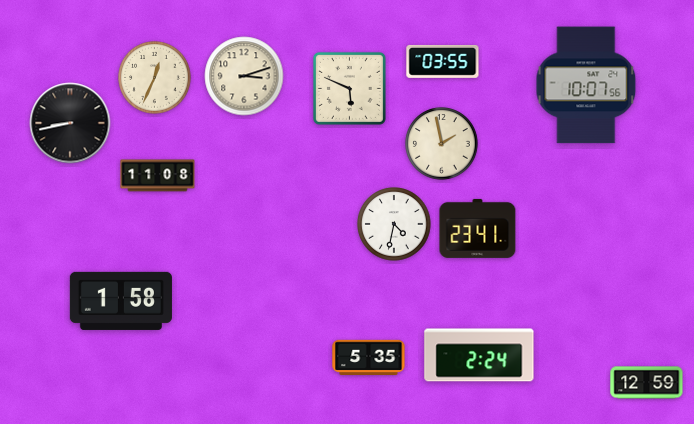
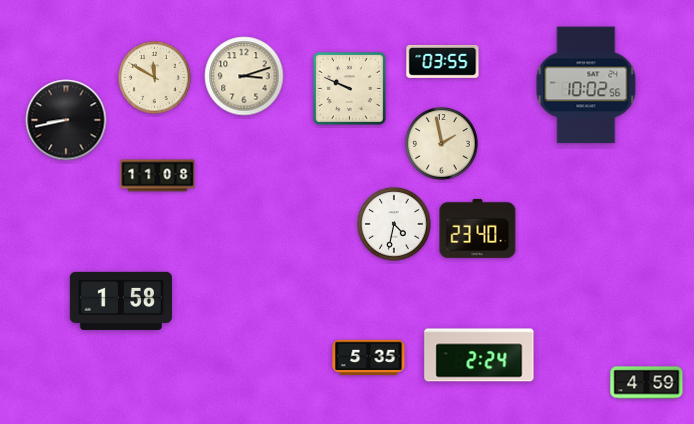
clock at (155, 78): 12:34 -> 11:50
clock at (586, 85): 10:07 -> 10:02
clock at (349, 88): 5:49 -> 9:49
clock at (70, 123) position: (70, 123) -> (66, 120)
clock at (478, 228): 23:41 -> 23:40
clock at (647, 383): 12:59 -> 4:59
